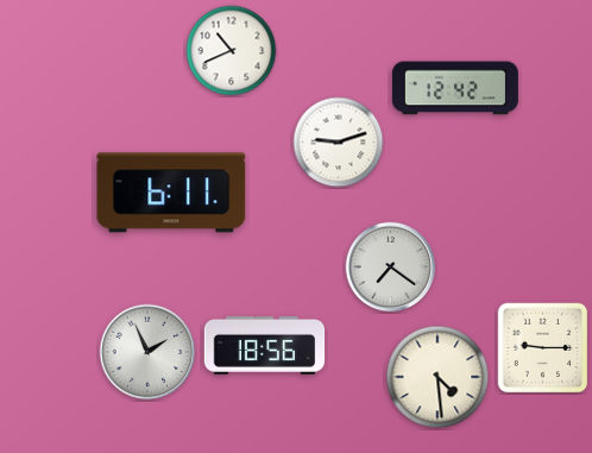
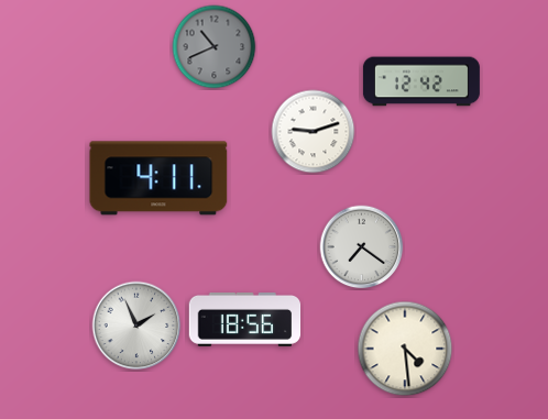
clock at (232, 51) dial: white -> grey
clock at (171, 193): 6:11 -> 4:11
clock at (543, 348): 9:15 -> none
